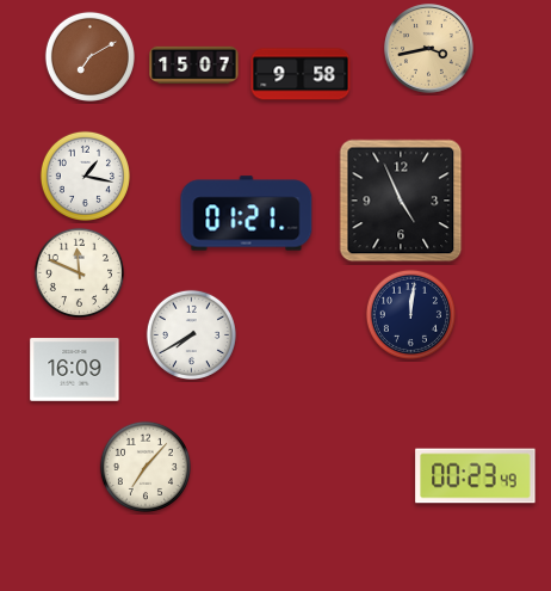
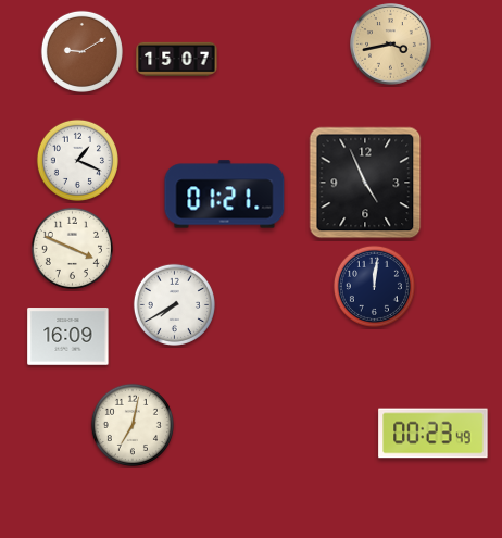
clock at (89, 56): 7:10 -> 9:10
clock at (301, 74): 9:58 -> none
clock at (85, 176): 1:17 -> 1:19
clock at (79, 272): 11:49 -> 3:49
clock at (146, 467): 7:07 -> 7:02
